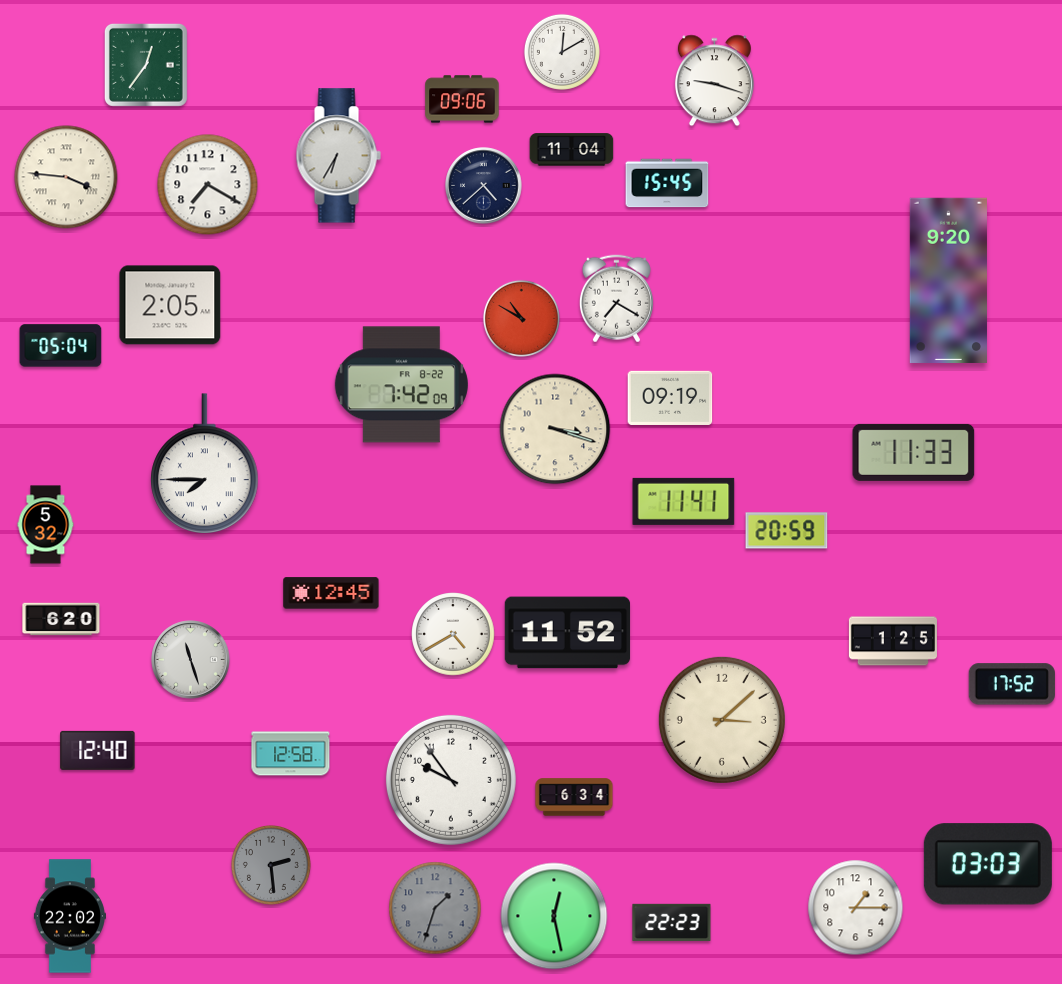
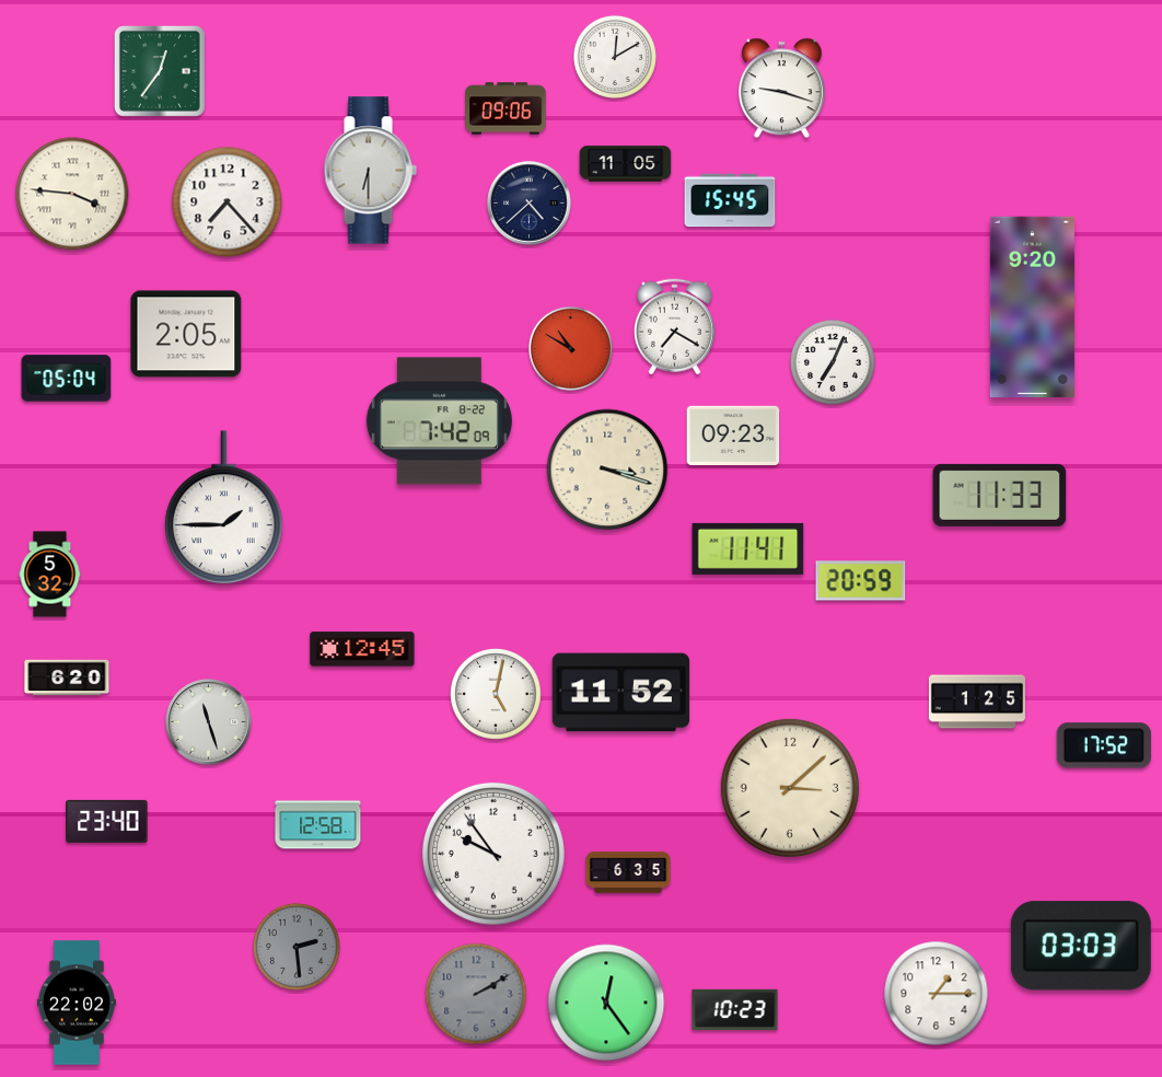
clock at (572, 150): 11:04 -> 11:05
clock at (338, 156): 6:35 -> 6:30
clock at (208, 185): 7:20 -> 7:23
clock at (948, 280) position: (948, 280) -> (1032, 306)
clock at (833, 362): none -> 7:04
clock at (670, 398): 09:19 -> 09:23
clock at (205, 463): 7:45 -> 1:45
clock at (453, 634): 4:40 -> 5:02
clock at (1012, 684) position: (1012, 684) -> (1104, 745)
clock at (98, 750): 12:40 -> 23:40
clock at (574, 797): 6:34 -> 6:35
clock at (435, 908): 1:33 -> 2:10
clock at (554, 916): 12:28 -> 12:24
clock at (672, 923): 22:23 -> 10:23
